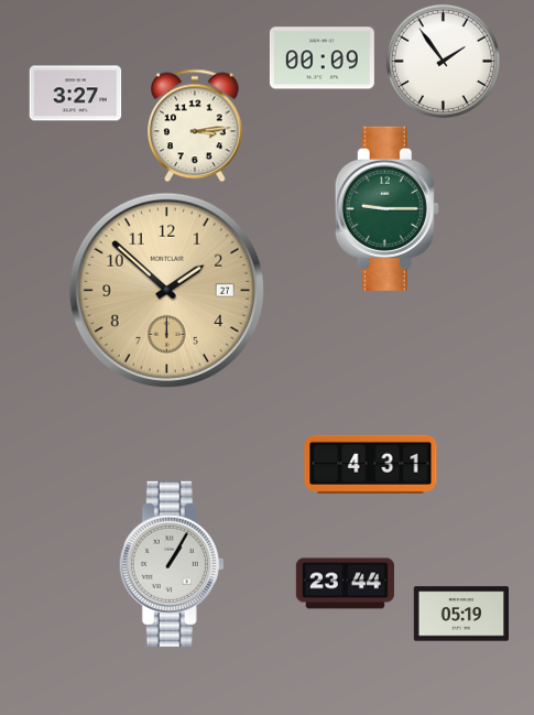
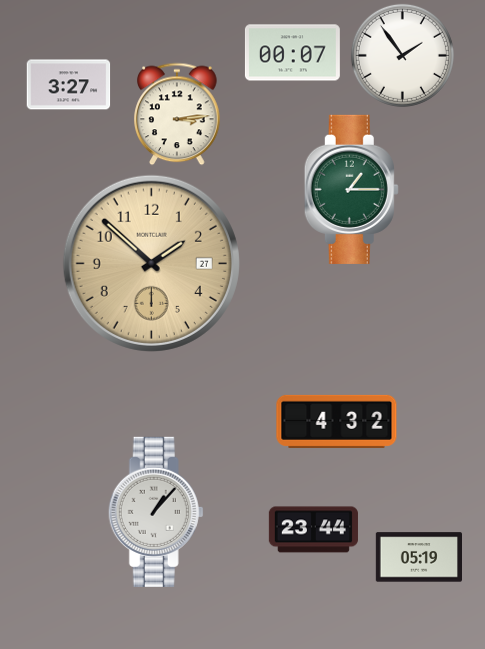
clock at (322, 58): 00:09 -> 00:07
clock at (386, 208): 9:15 -> 1:15
clock at (371, 464): 4:31 -> 4:32
clock at (172, 564): 1:05 -> 1:07
